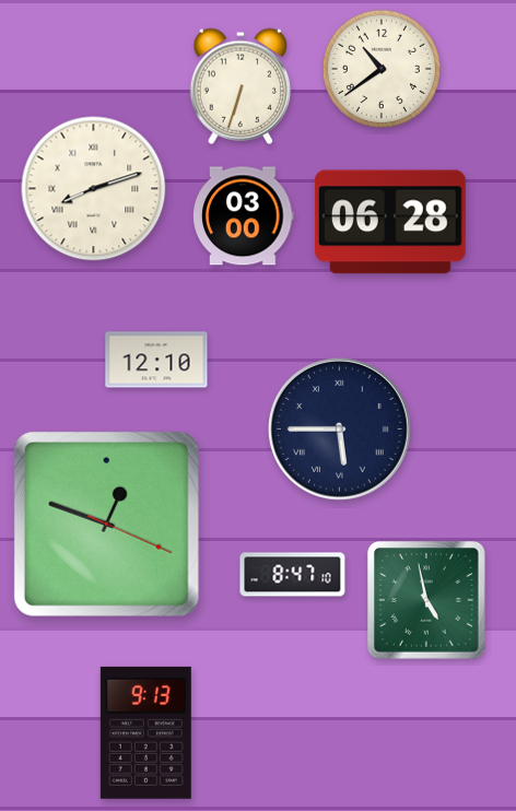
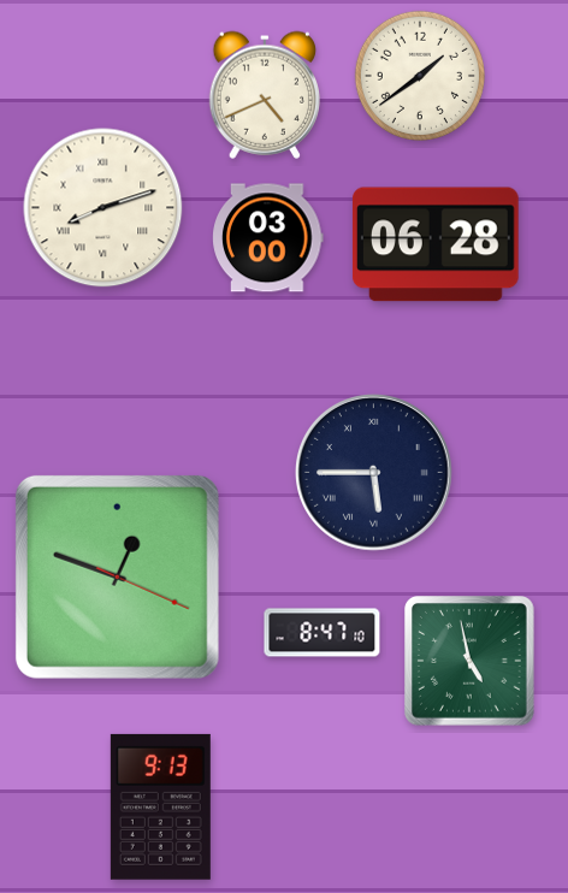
clock at (382, 69): 10:39 -> 1:39
clock at (241, 86): 6:33 -> 4:41
clock at (390, 222) position: (390, 222) -> (436, 244)
clock at (156, 360): 12:10 -> none
